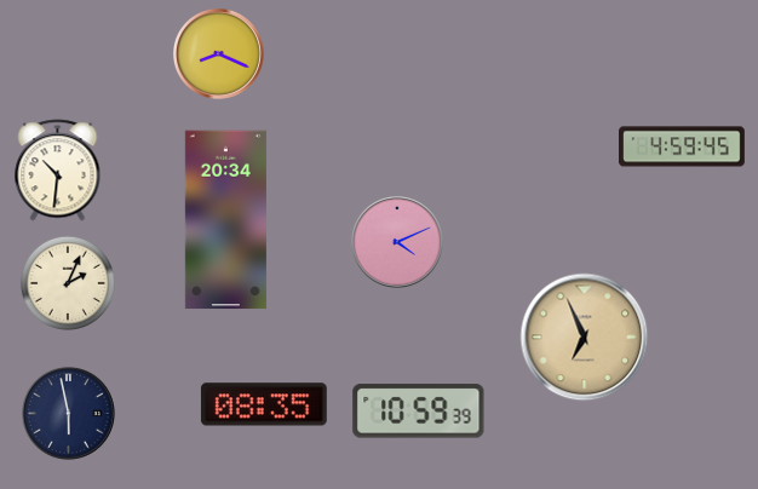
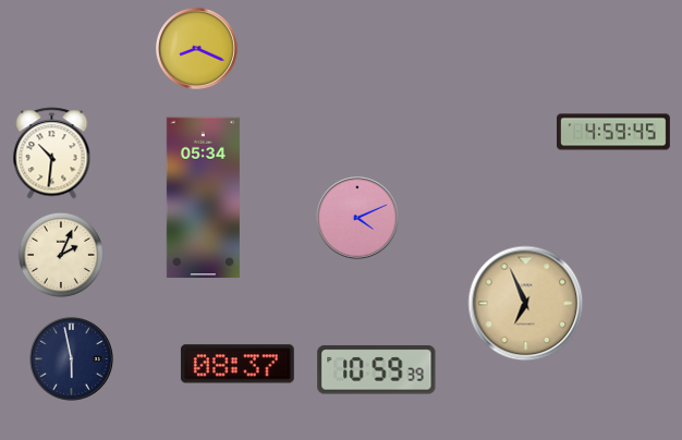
clock at (225, 220): 20:34 -> 05:34
clock at (264, 404): 08:35 -> 08:37
clock at (69, 414) position: (69, 414) -> (72, 359)
